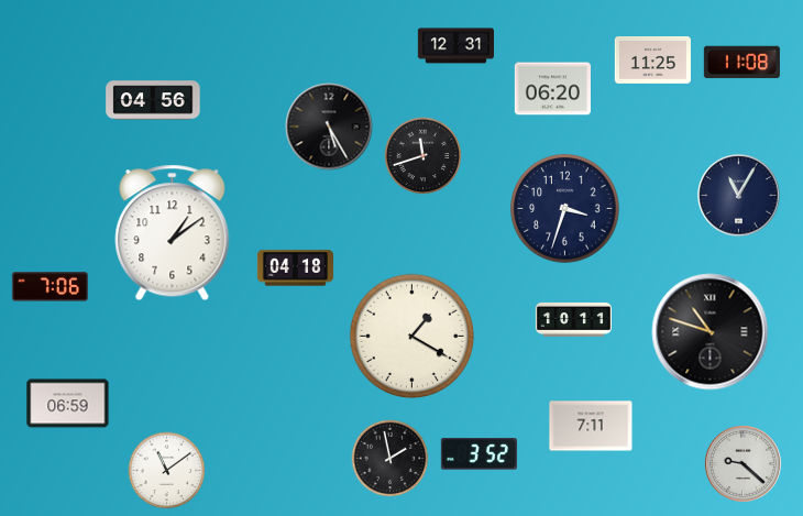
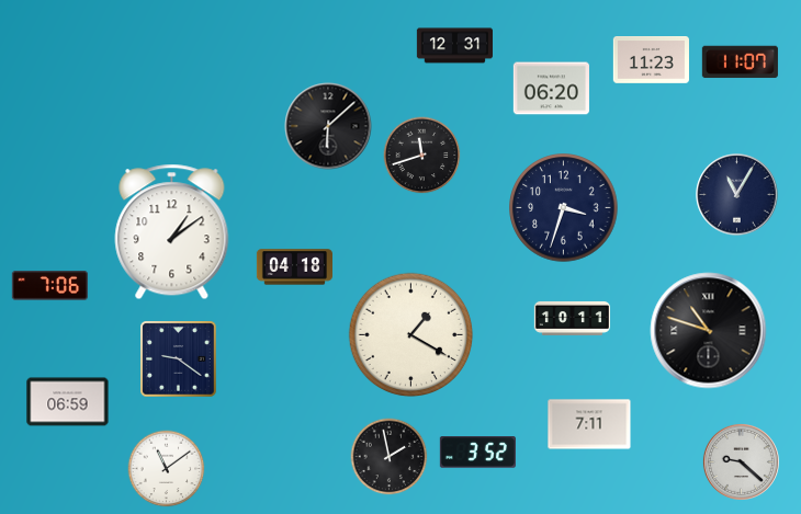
clock at (652, 61): 11:25 -> 11:23
clock at (741, 63): 11:08 -> 11:07
clock at (153, 100): 04:56 -> none
clock at (329, 127): 5:25 -> 6:08
clock at (179, 359): none -> 9:21
